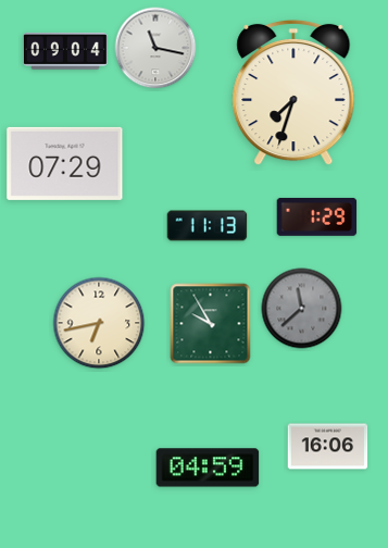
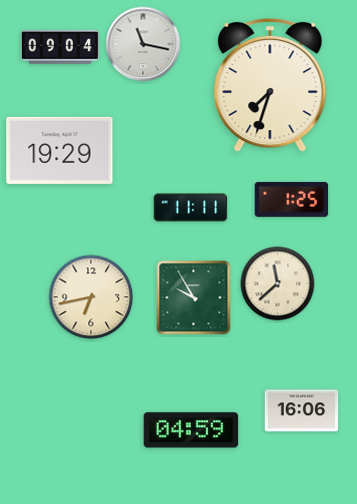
clock at (65, 163): 07:29 -> 19:29
clock at (317, 216): 1:29 -> 1:25
clock at (208, 226): 11:13 -> 11:11
clock at (302, 309) dial: grey -> cream
